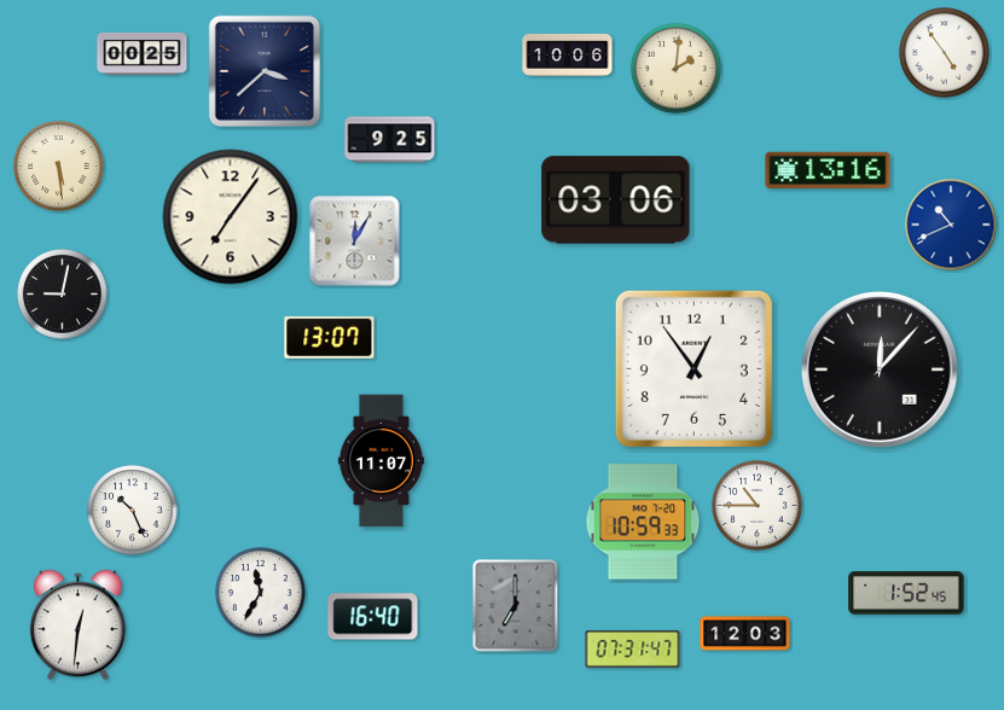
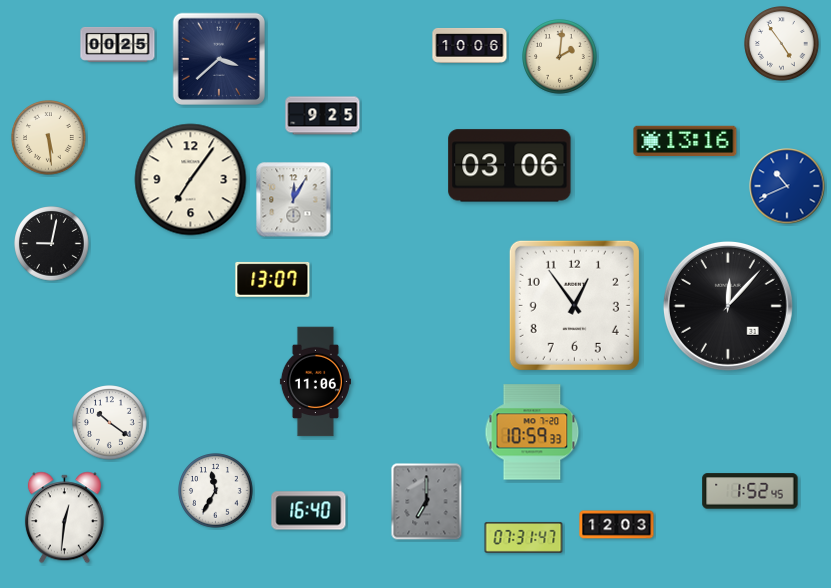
clock at (381, 461): 11:07 -> 11:06
clock at (758, 506): 10:45 -> none
clock at (133, 511): 10:26 -> 10:21
